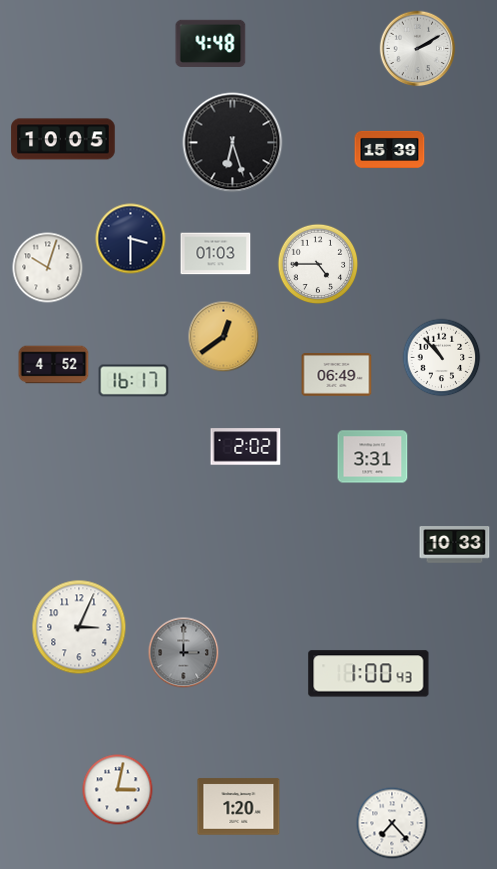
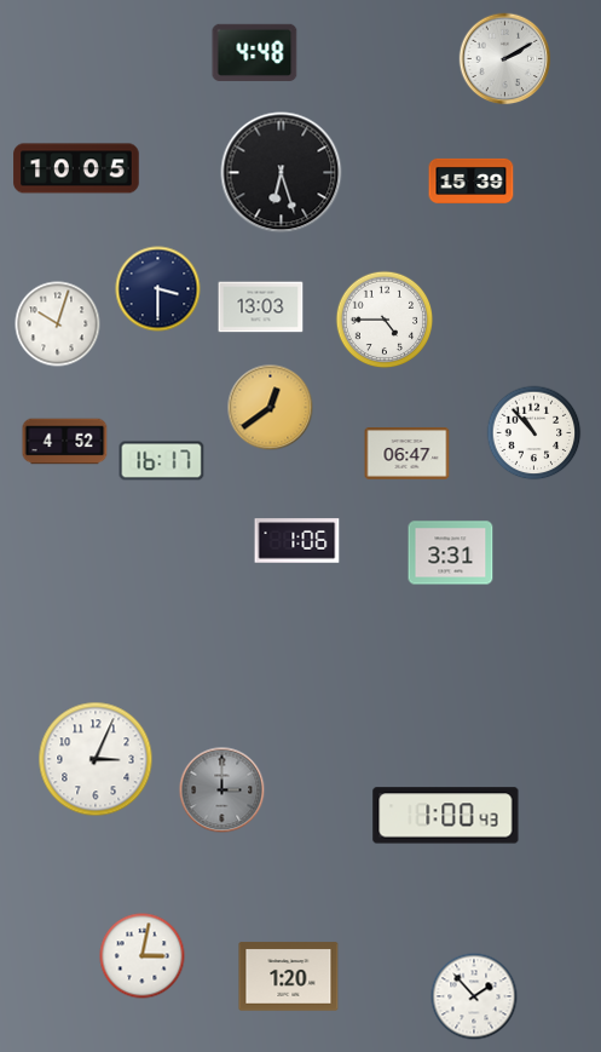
clock at (216, 254): 01:03 -> 13:03
clock at (337, 375): 06:49 -> 06:47
clock at (246, 447): 2:02 -> 1:06
clock at (455, 545): 10:33 -> none
clock at (392, 823): 7:23 -> 1:53
